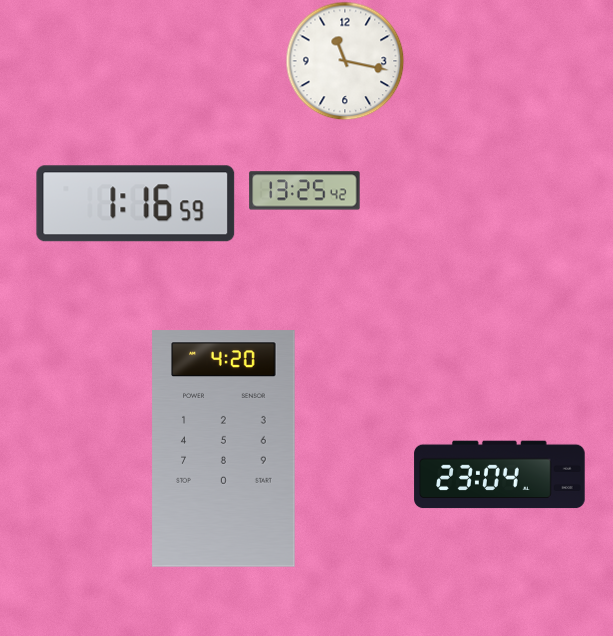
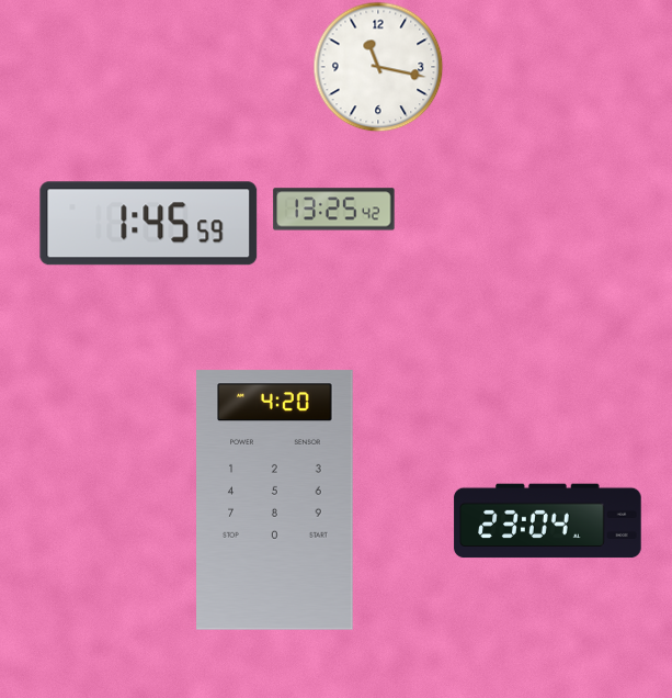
clock at (136, 204): 1:16 -> 1:45
clock at (224, 449) position: (224, 449) -> (275, 500)
